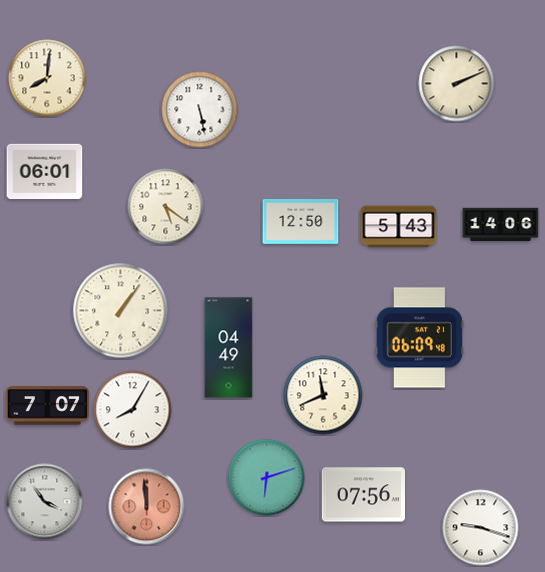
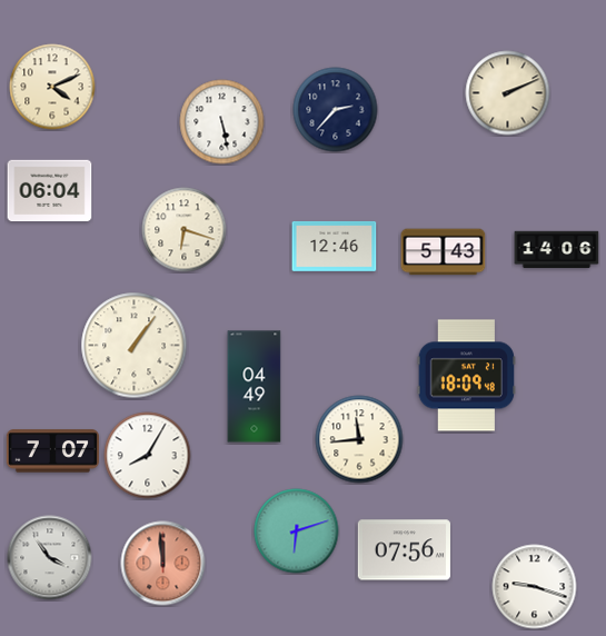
clock at (47, 78): 8:01 -> 4:11
clock at (336, 110): none -> 2:37
clock at (45, 172): 06:01 -> 06:04
clock at (166, 207): 5:21 -> 6:18
clock at (301, 221): 12:50 -> 12:46
clock at (419, 338): 06:09 -> 18:09
clock at (323, 395): 11:41 -> 11:44
